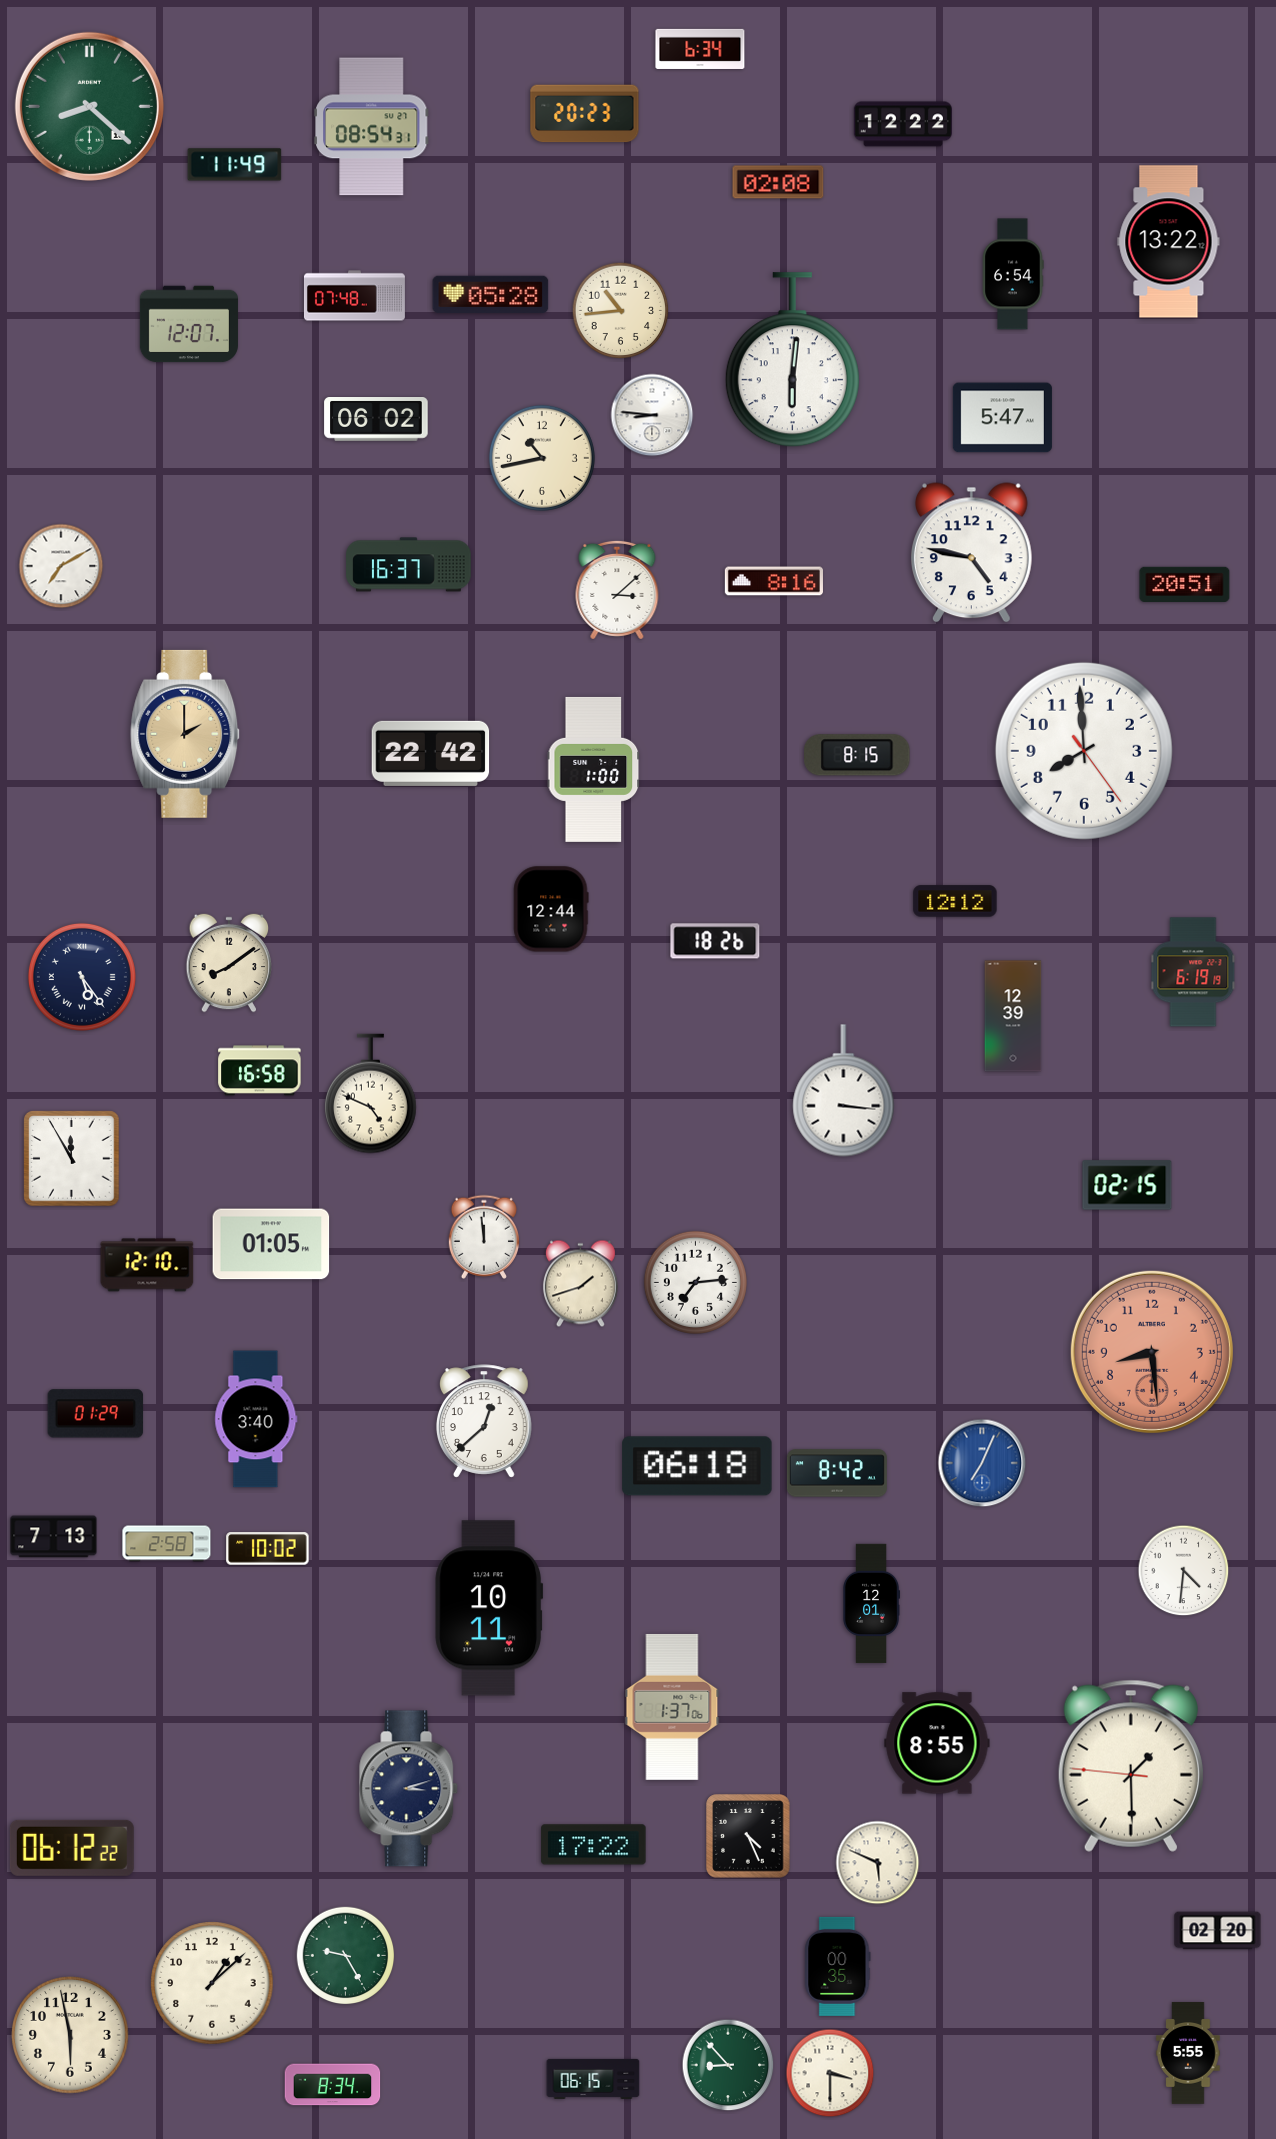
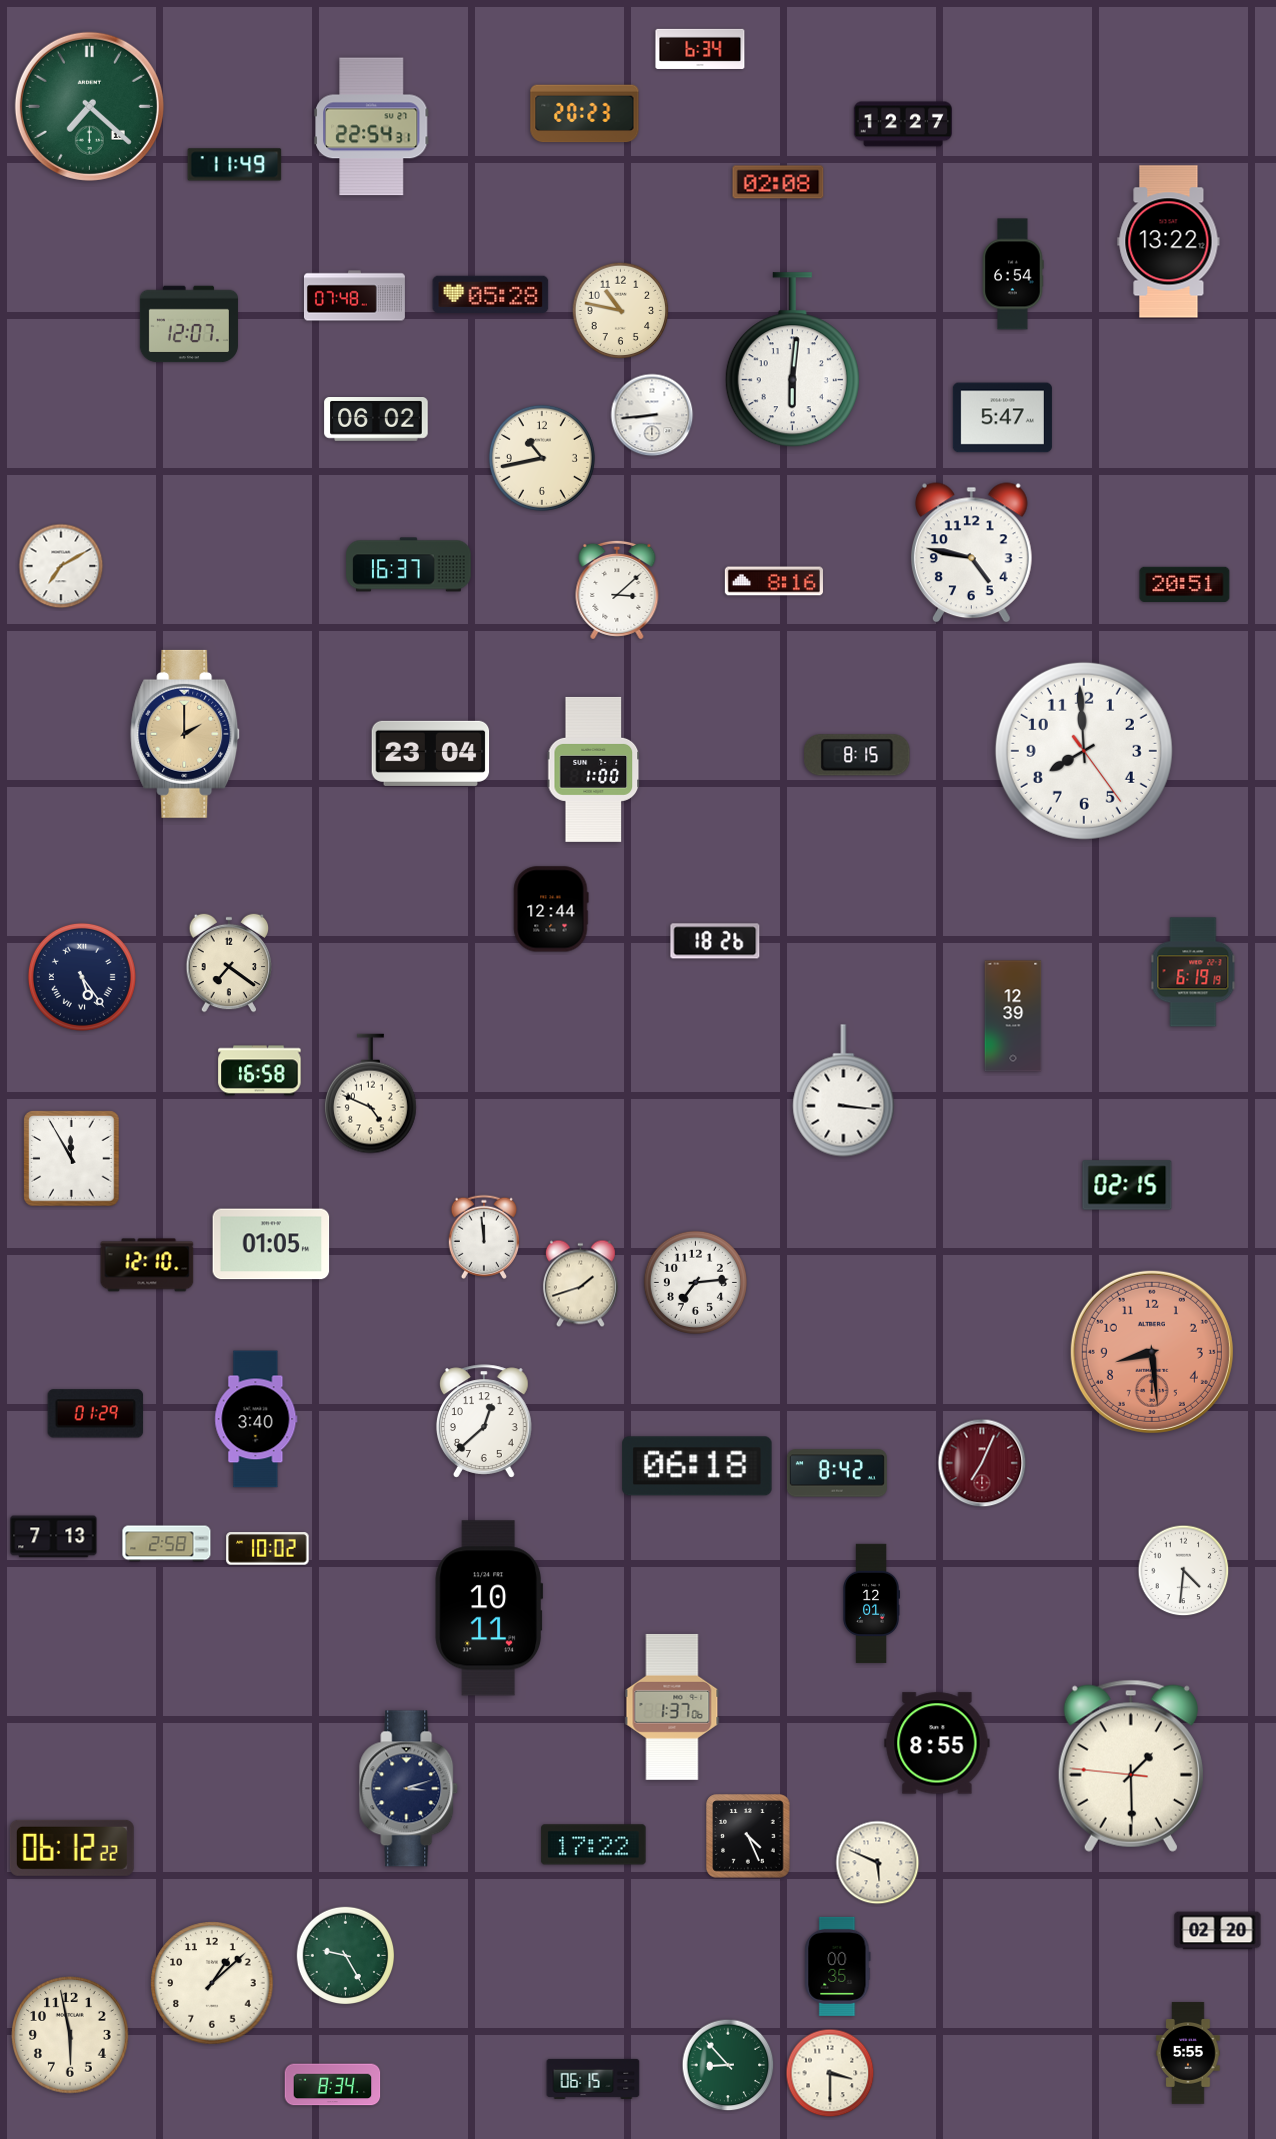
clock at (89, 106): 8:22 -> 7:22
clock at (903, 124): 12:22 -> 12:27
clock at (372, 127): 08:54 -> 22:54
clock at (621, 311): 10:44 -> 10:47
clock at (652, 415): 8:46 -> 8:44
clock at (431, 753): 22:42 -> 23:04
clock at (955, 901): 12:12 -> none
clock at (229, 963): 8:09 -> 7:21
clock at (982, 1463) dial: blue -> burgundy
